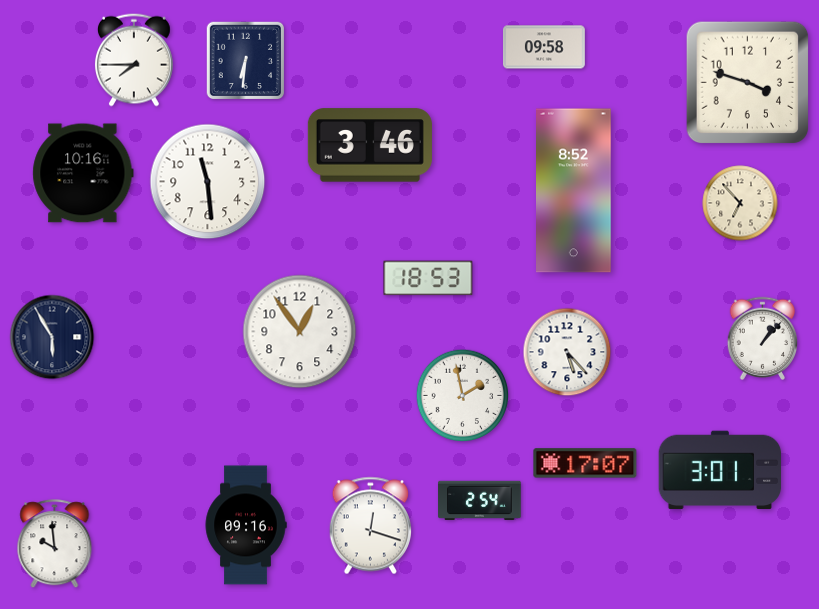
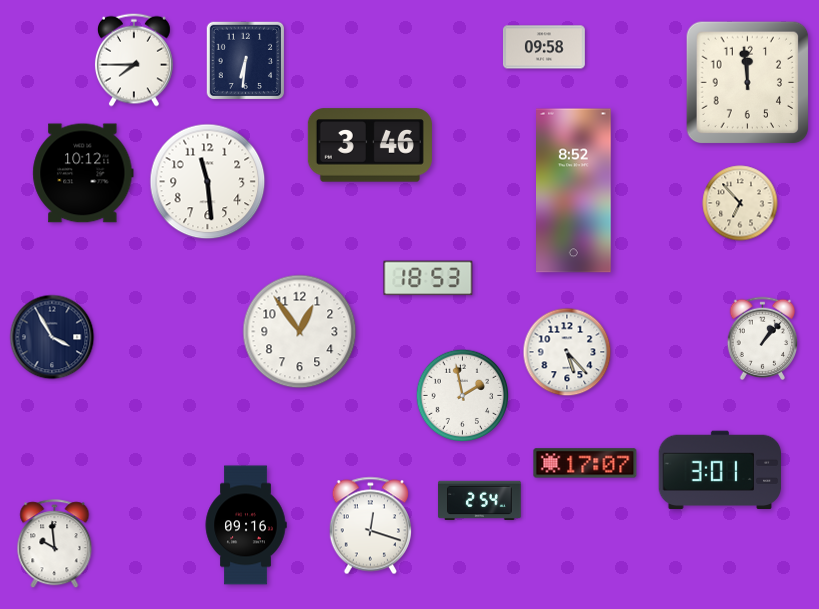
clock at (748, 83): 3:48 -> 11:59
clock at (83, 173): 10:16 -> 10:12
clock at (52, 337): 5:55 -> 3:55
